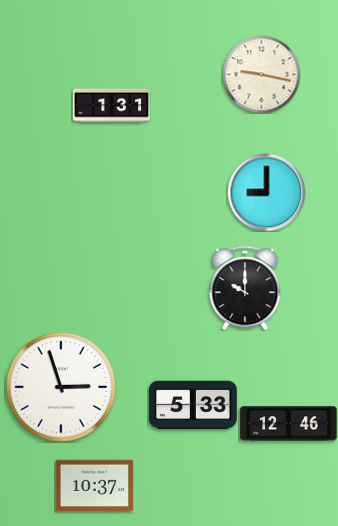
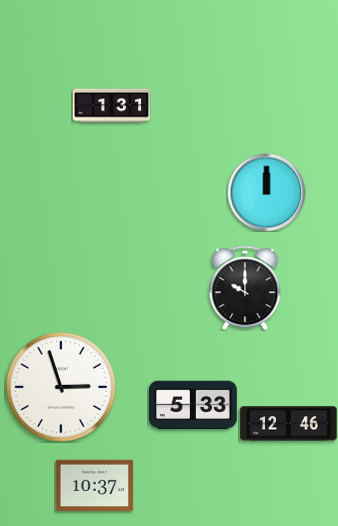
clock at (261, 74): 9:17 -> none
clock at (266, 192): 9:00 -> 12:00
